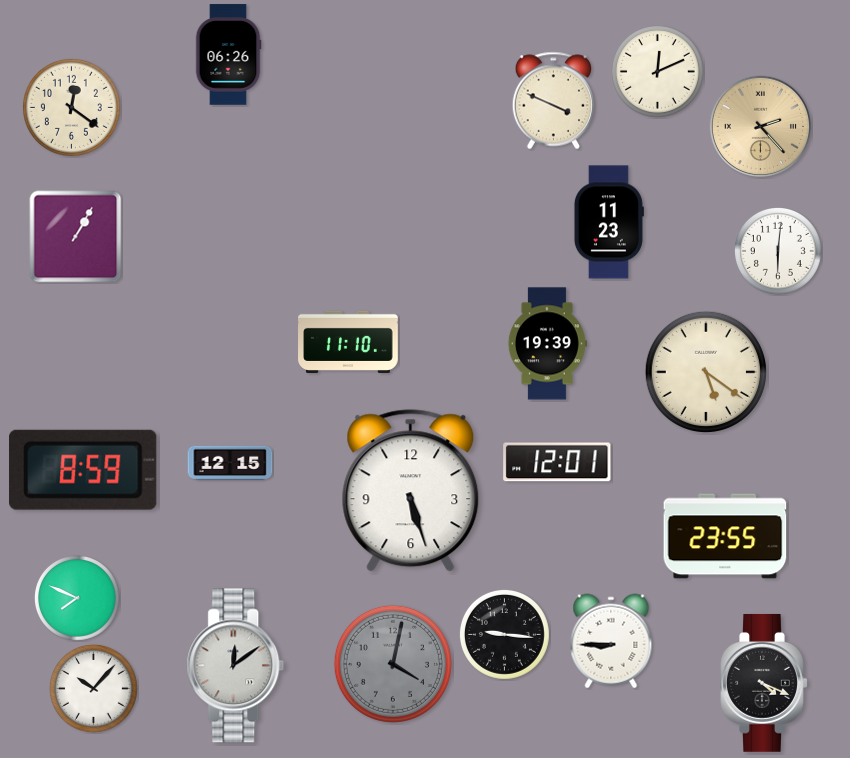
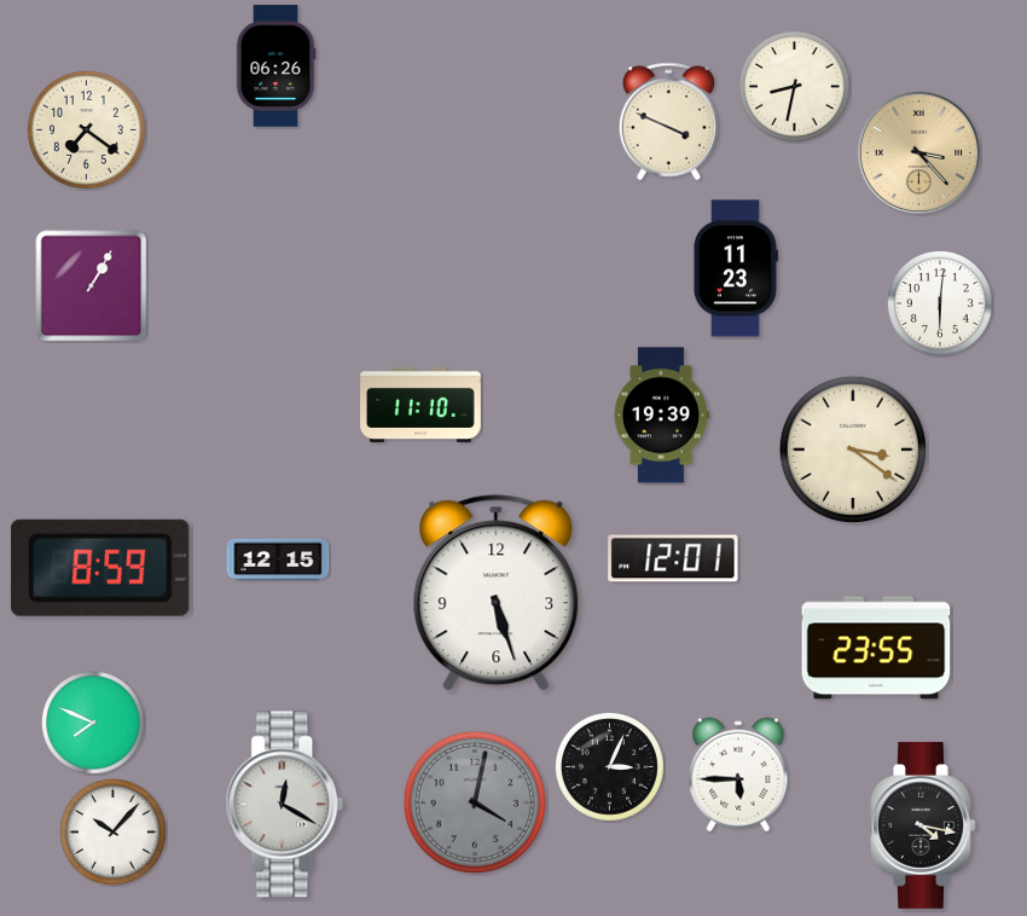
clock at (657, 71): 12:11 -> 8:32
clock at (71, 107): 12:21 -> 7:21
clock at (760, 126): 2:23 -> 3:23
clock at (348, 342) position: (348, 342) -> (420, 405)
clock at (706, 372): 5:21 -> 3:21
clock at (504, 634): 9:16 -> 3:04
clock at (611, 641): 8:45 -> 5:45
clock at (236, 666): 12:09 -> 12:20
clock at (764, 683): 4:19 -> 4:17
